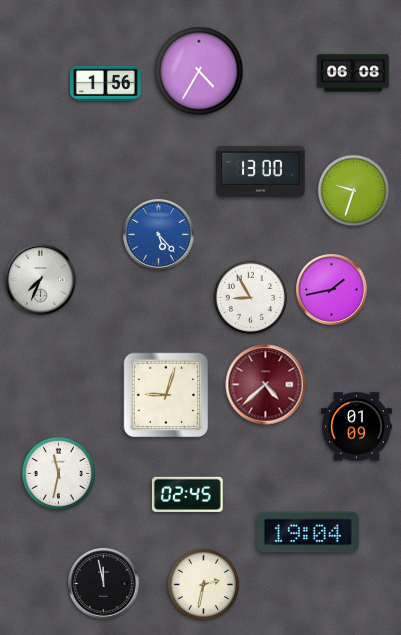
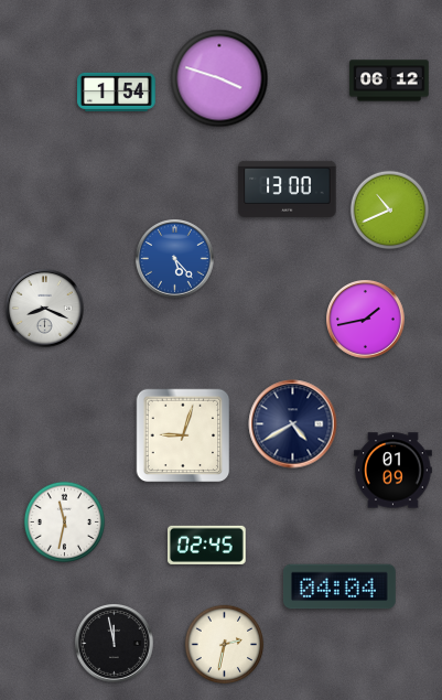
clock at (199, 71): 4:35 -> 3:48
clock at (353, 73): 06:08 -> 06:12
clock at (106, 83): 1:56 -> 1:54
clock at (354, 191): 9:33 -> 10:41
clock at (41, 280): 7:34 -> 8:19
clock at (250, 297): 8:55 -> none
clock at (266, 385): 4:38 -> 4:40
clock at (266, 385) dial: burgundy -> navy
clock at (308, 532): 19:04 -> 04:04
